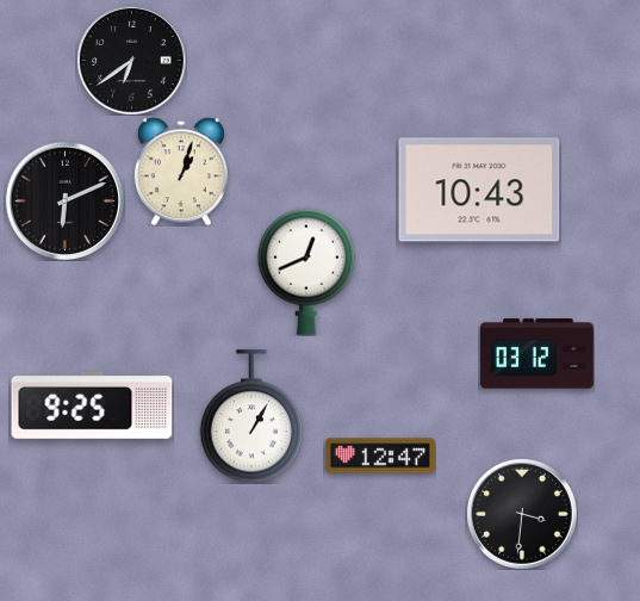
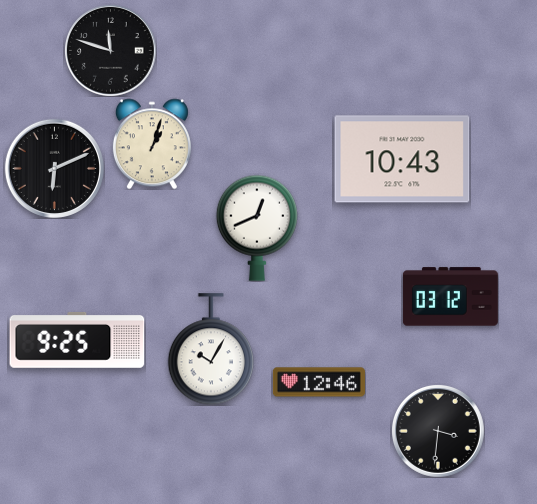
clock at (132, 61): 6:39 -> 11:48
clock at (250, 416): 1:05 -> 10:05
clock at (380, 456): 12:47 -> 12:46
